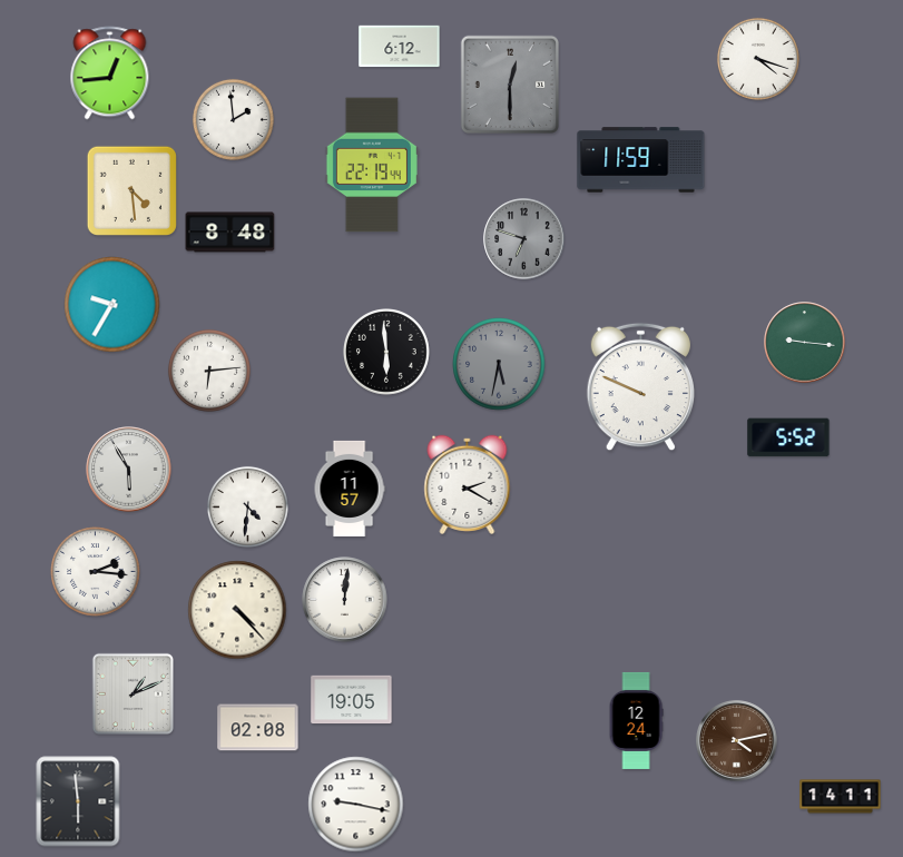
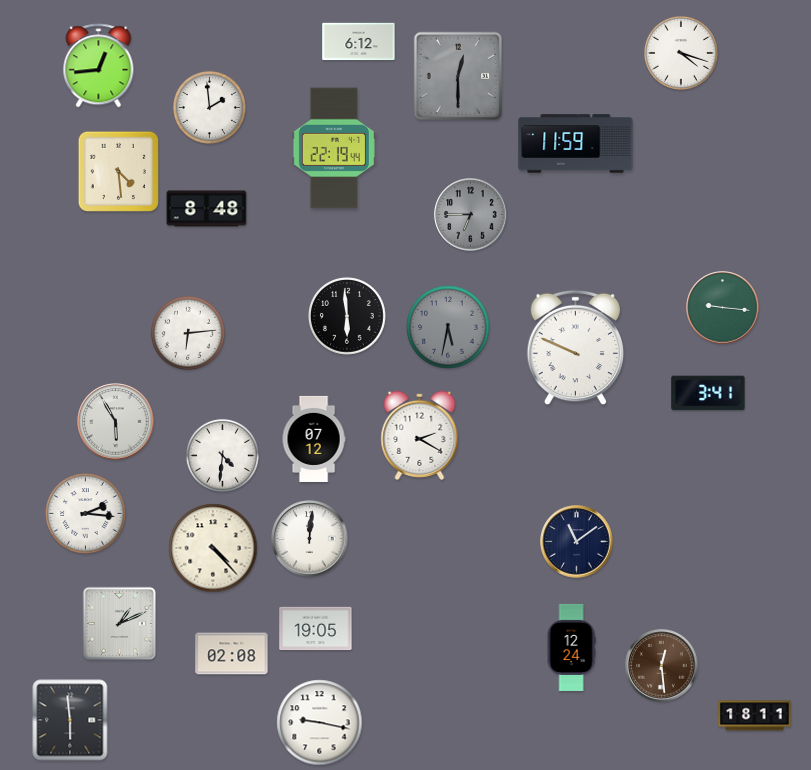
clock at (524, 239): 6:48 -> 6:45
clock at (112, 305): 9:35 -> none
clock at (788, 437): 5:52 -> 3:41
clock at (350, 489): 11:57 -> 07:12
clock at (577, 542): none -> 11:09
clock at (737, 741): 4:13 -> 12:29
clock at (841, 797): 14:11 -> 18:11
